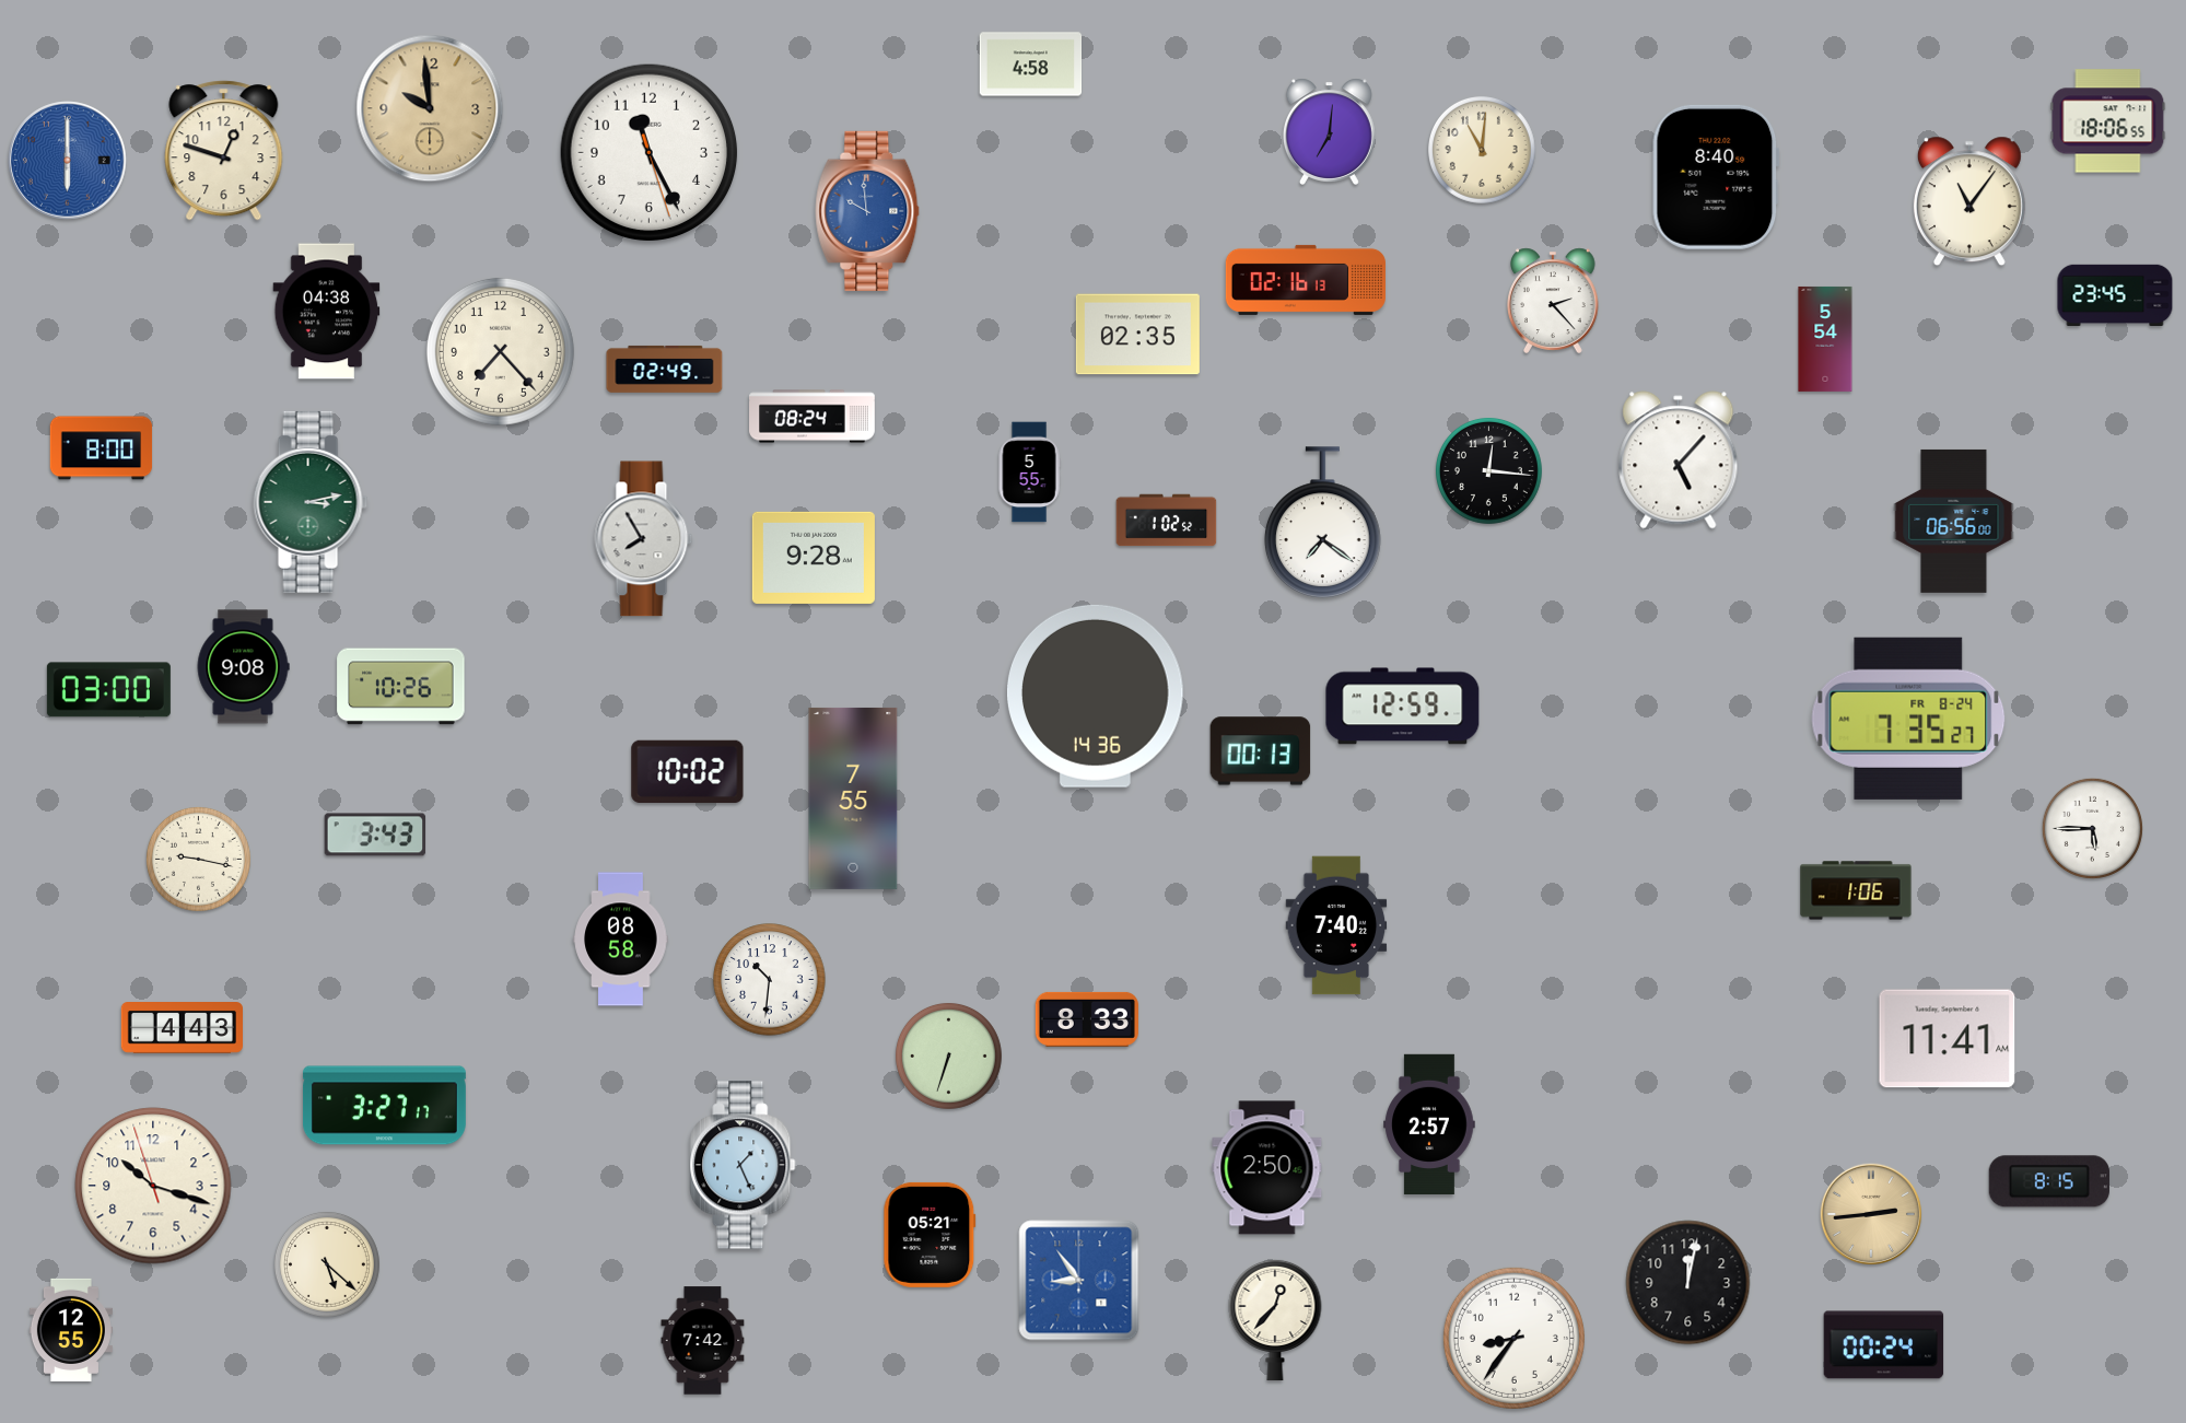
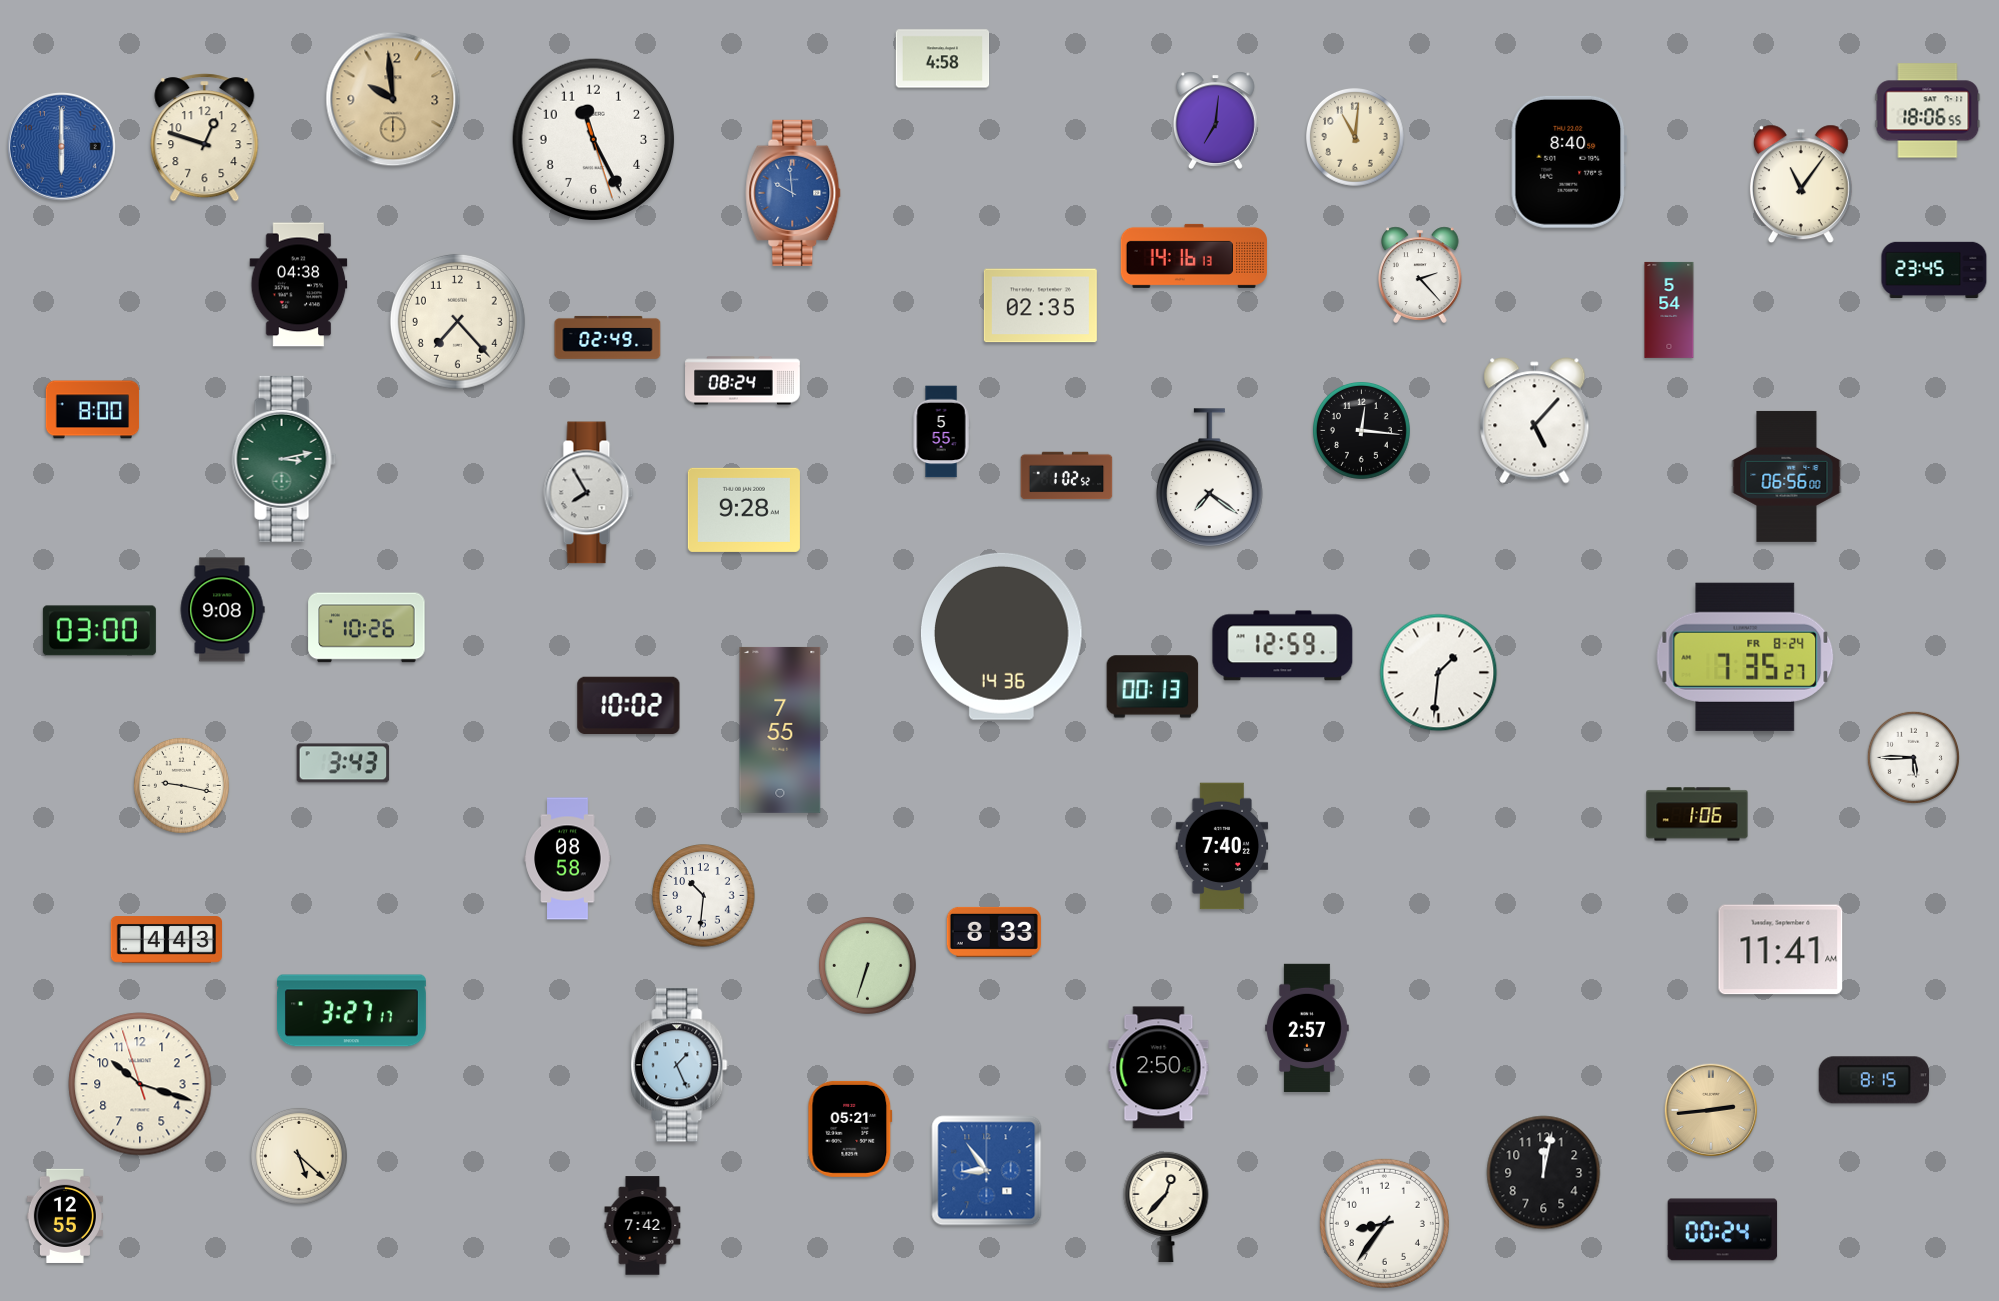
clock at (1306, 280): 02:16 -> 14:16
clock at (1439, 673): none -> 1:31
